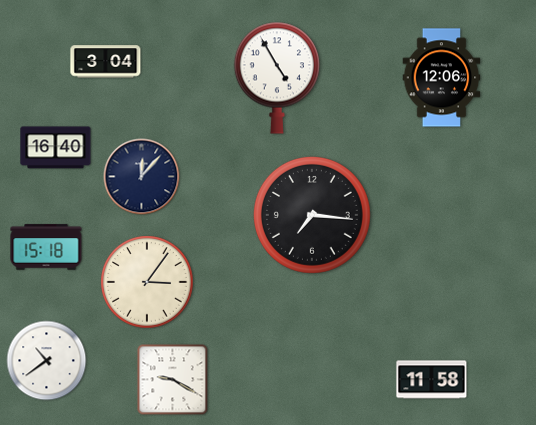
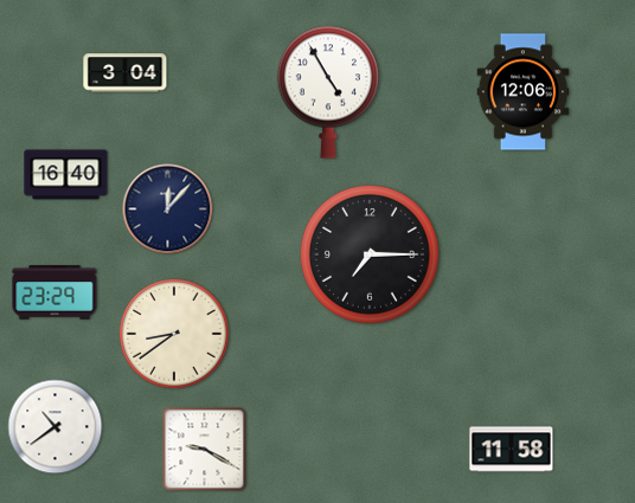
clock at (312, 215): 7:16 -> 7:15
clock at (46, 247): 15:18 -> 23:29
clock at (147, 282): 3:06 -> 8:39
